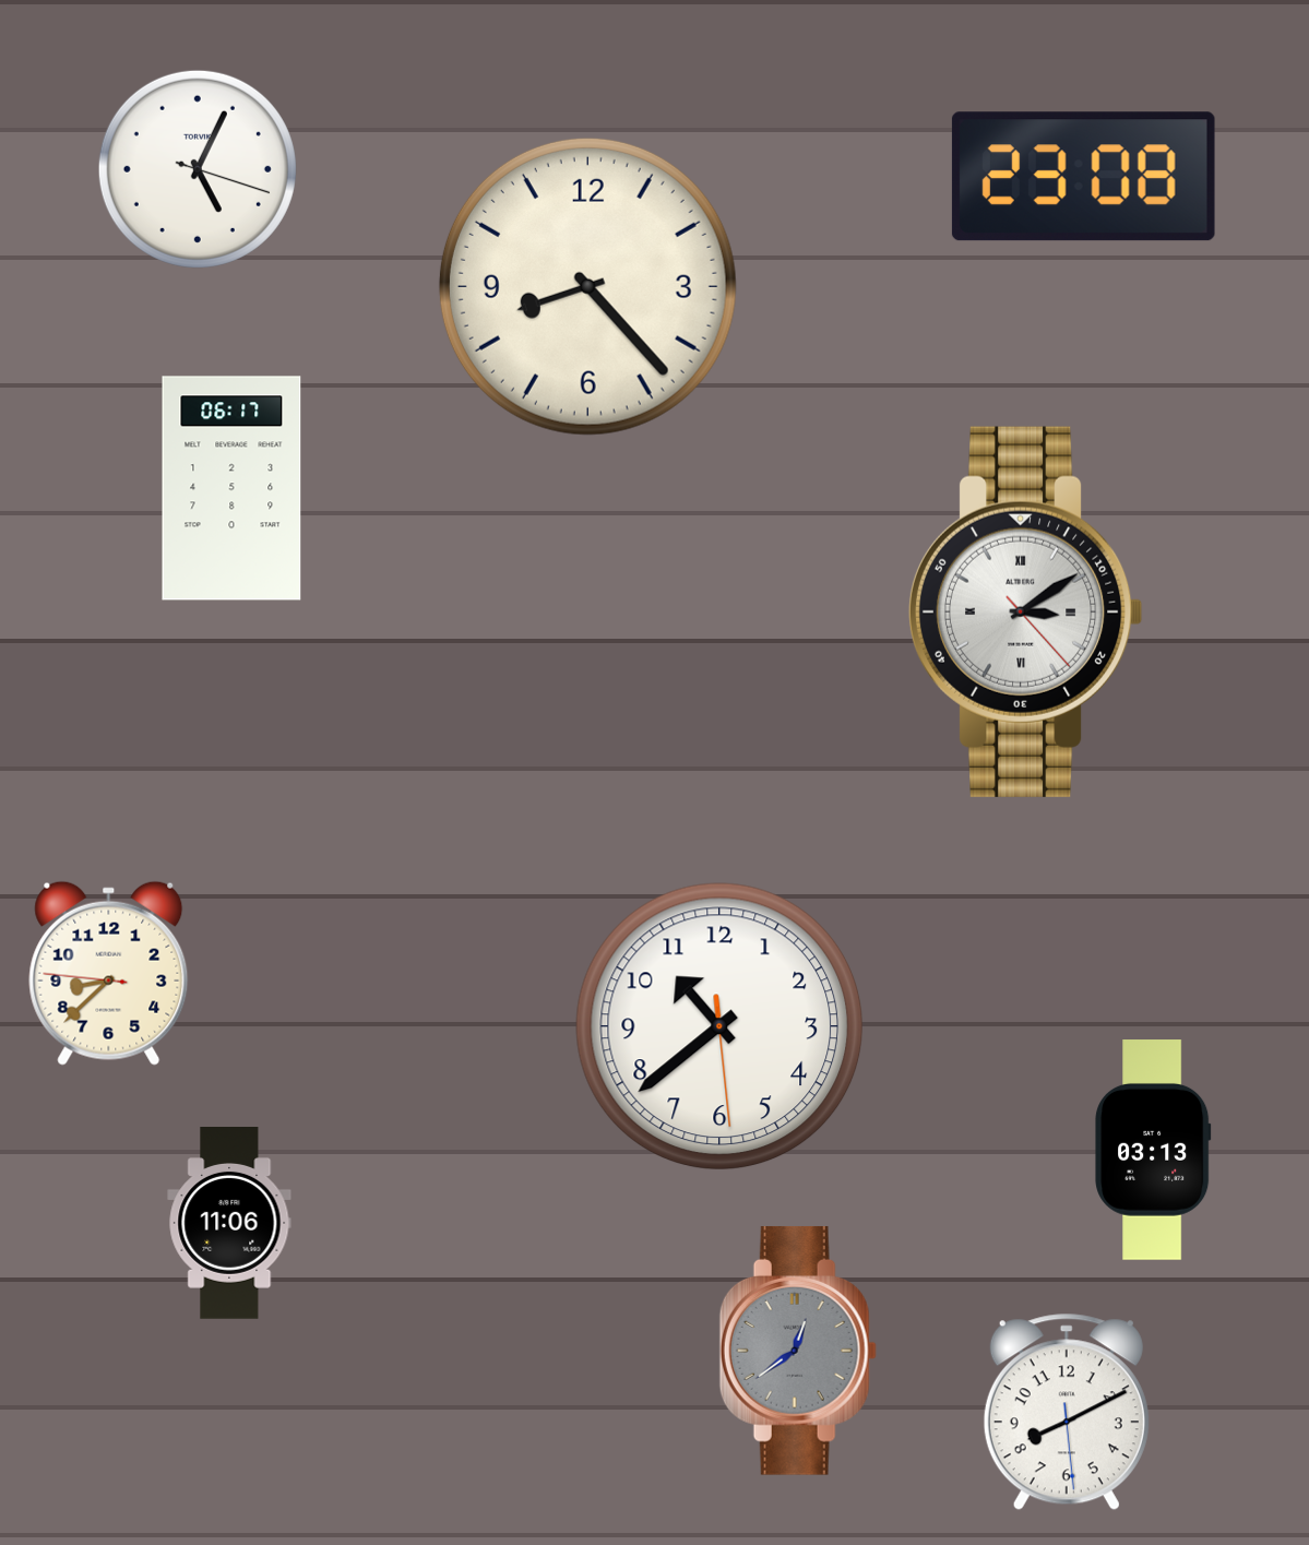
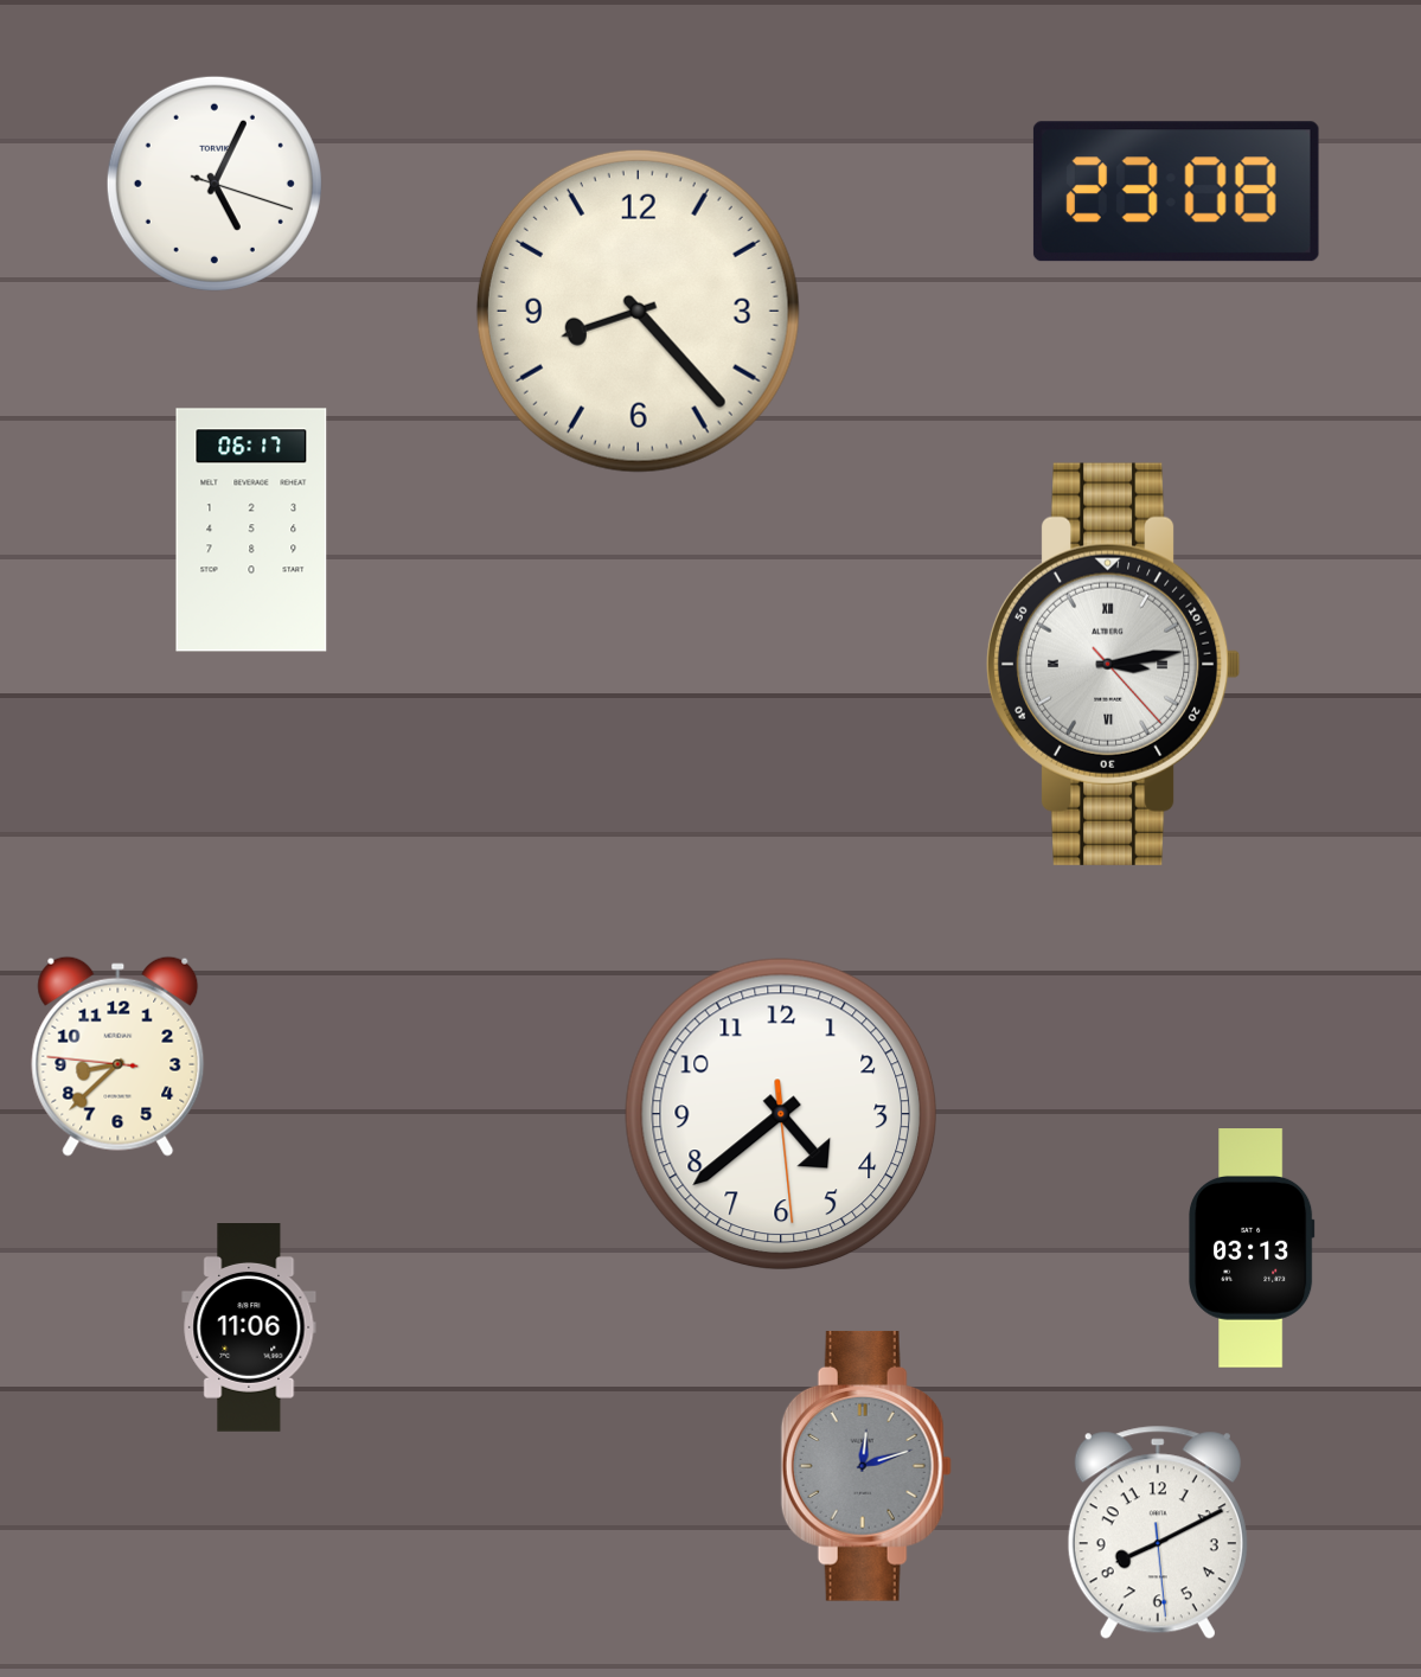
clock at (1025, 611): 3:09 -> 3:13
clock at (719, 1026): 10:38 -> 4:38
clock at (798, 1351): 12:39 -> 12:12
